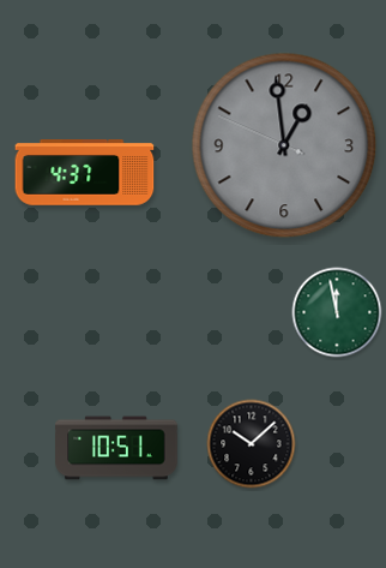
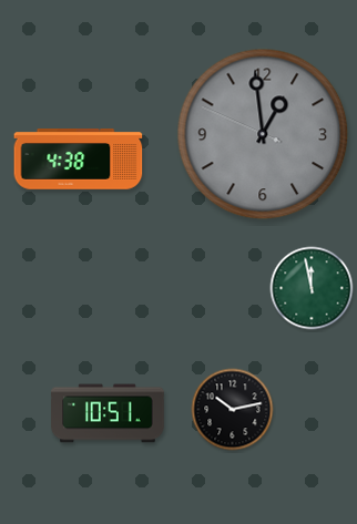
clock at (85, 173): 4:37 -> 4:38
clock at (252, 444): 10:08 -> 10:13
